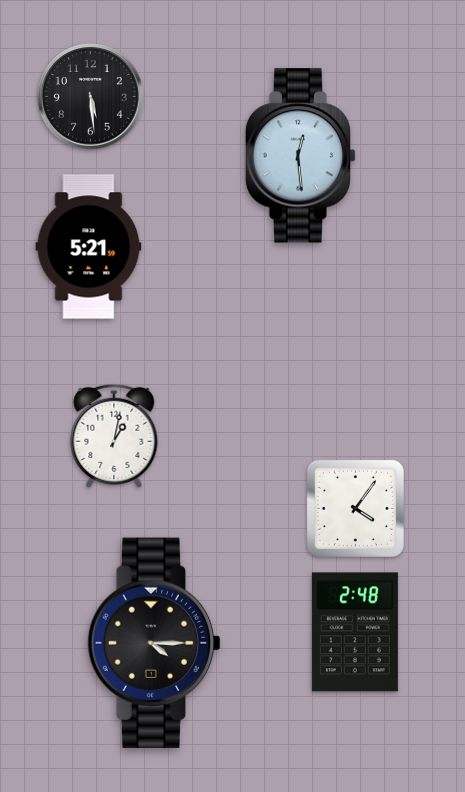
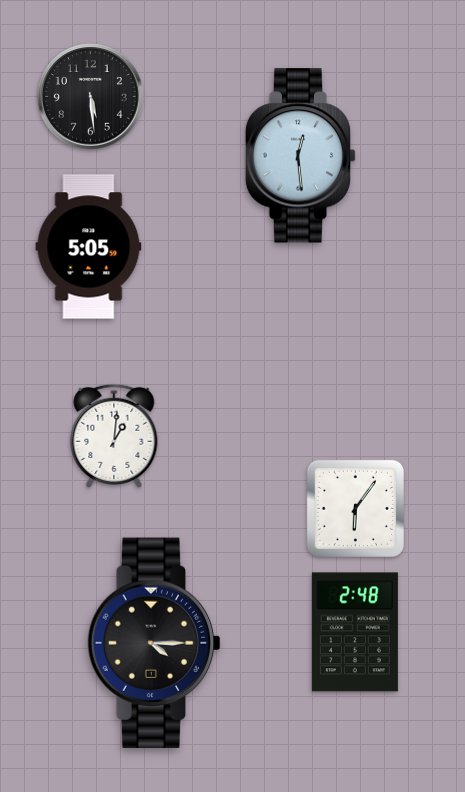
clock at (89, 247): 5:21 -> 5:05
clock at (114, 436): 1:02 -> 1:01
clock at (355, 508): 4:06 -> 6:06
